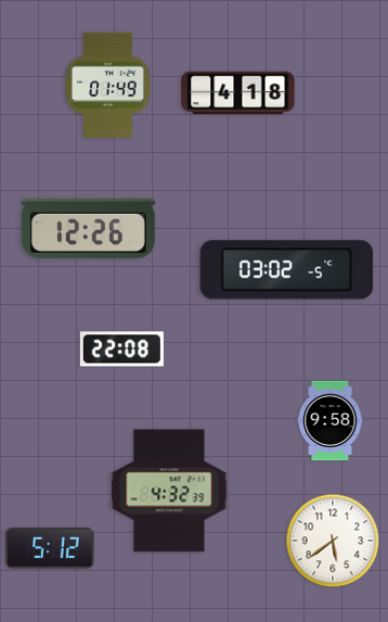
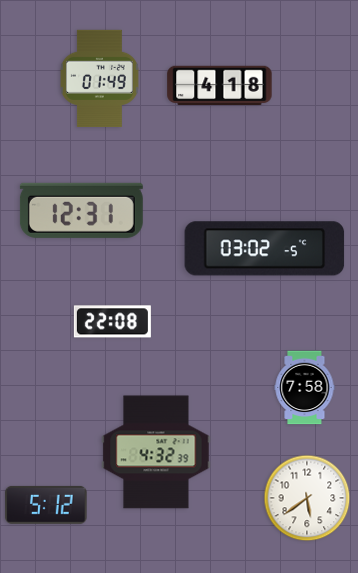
clock at (88, 228): 12:26 -> 12:31
clock at (331, 421): 9:58 -> 7:58
